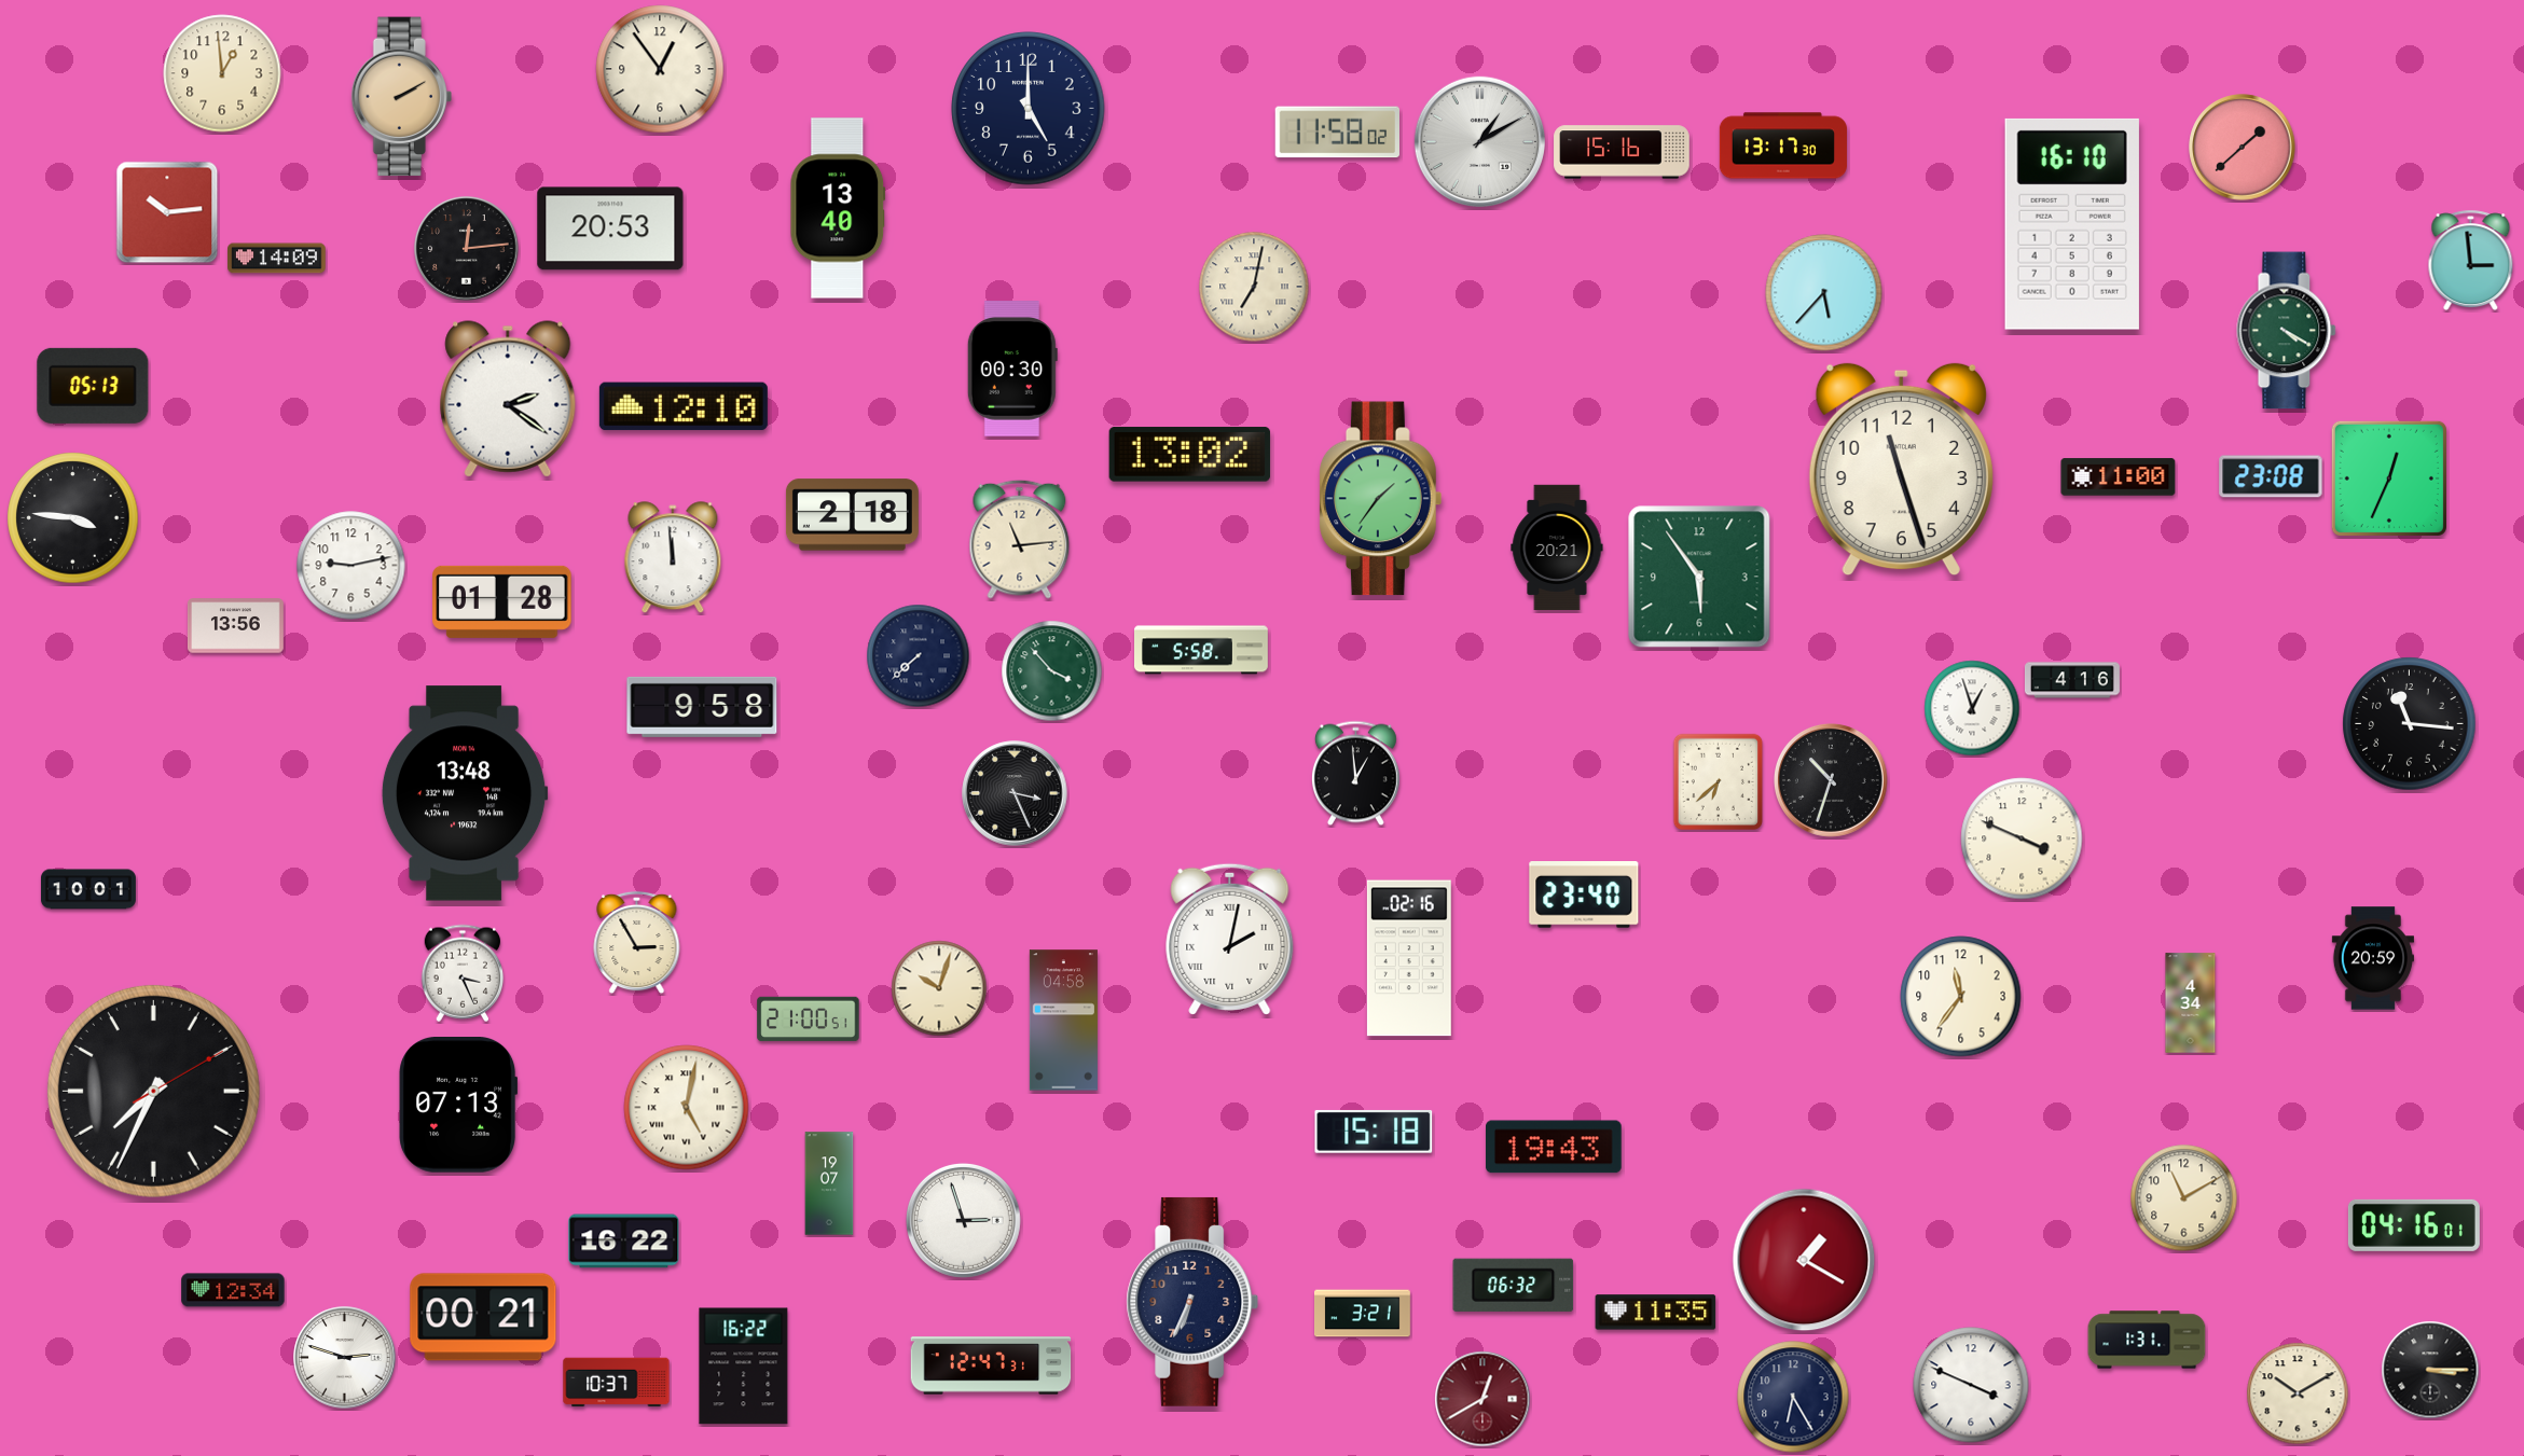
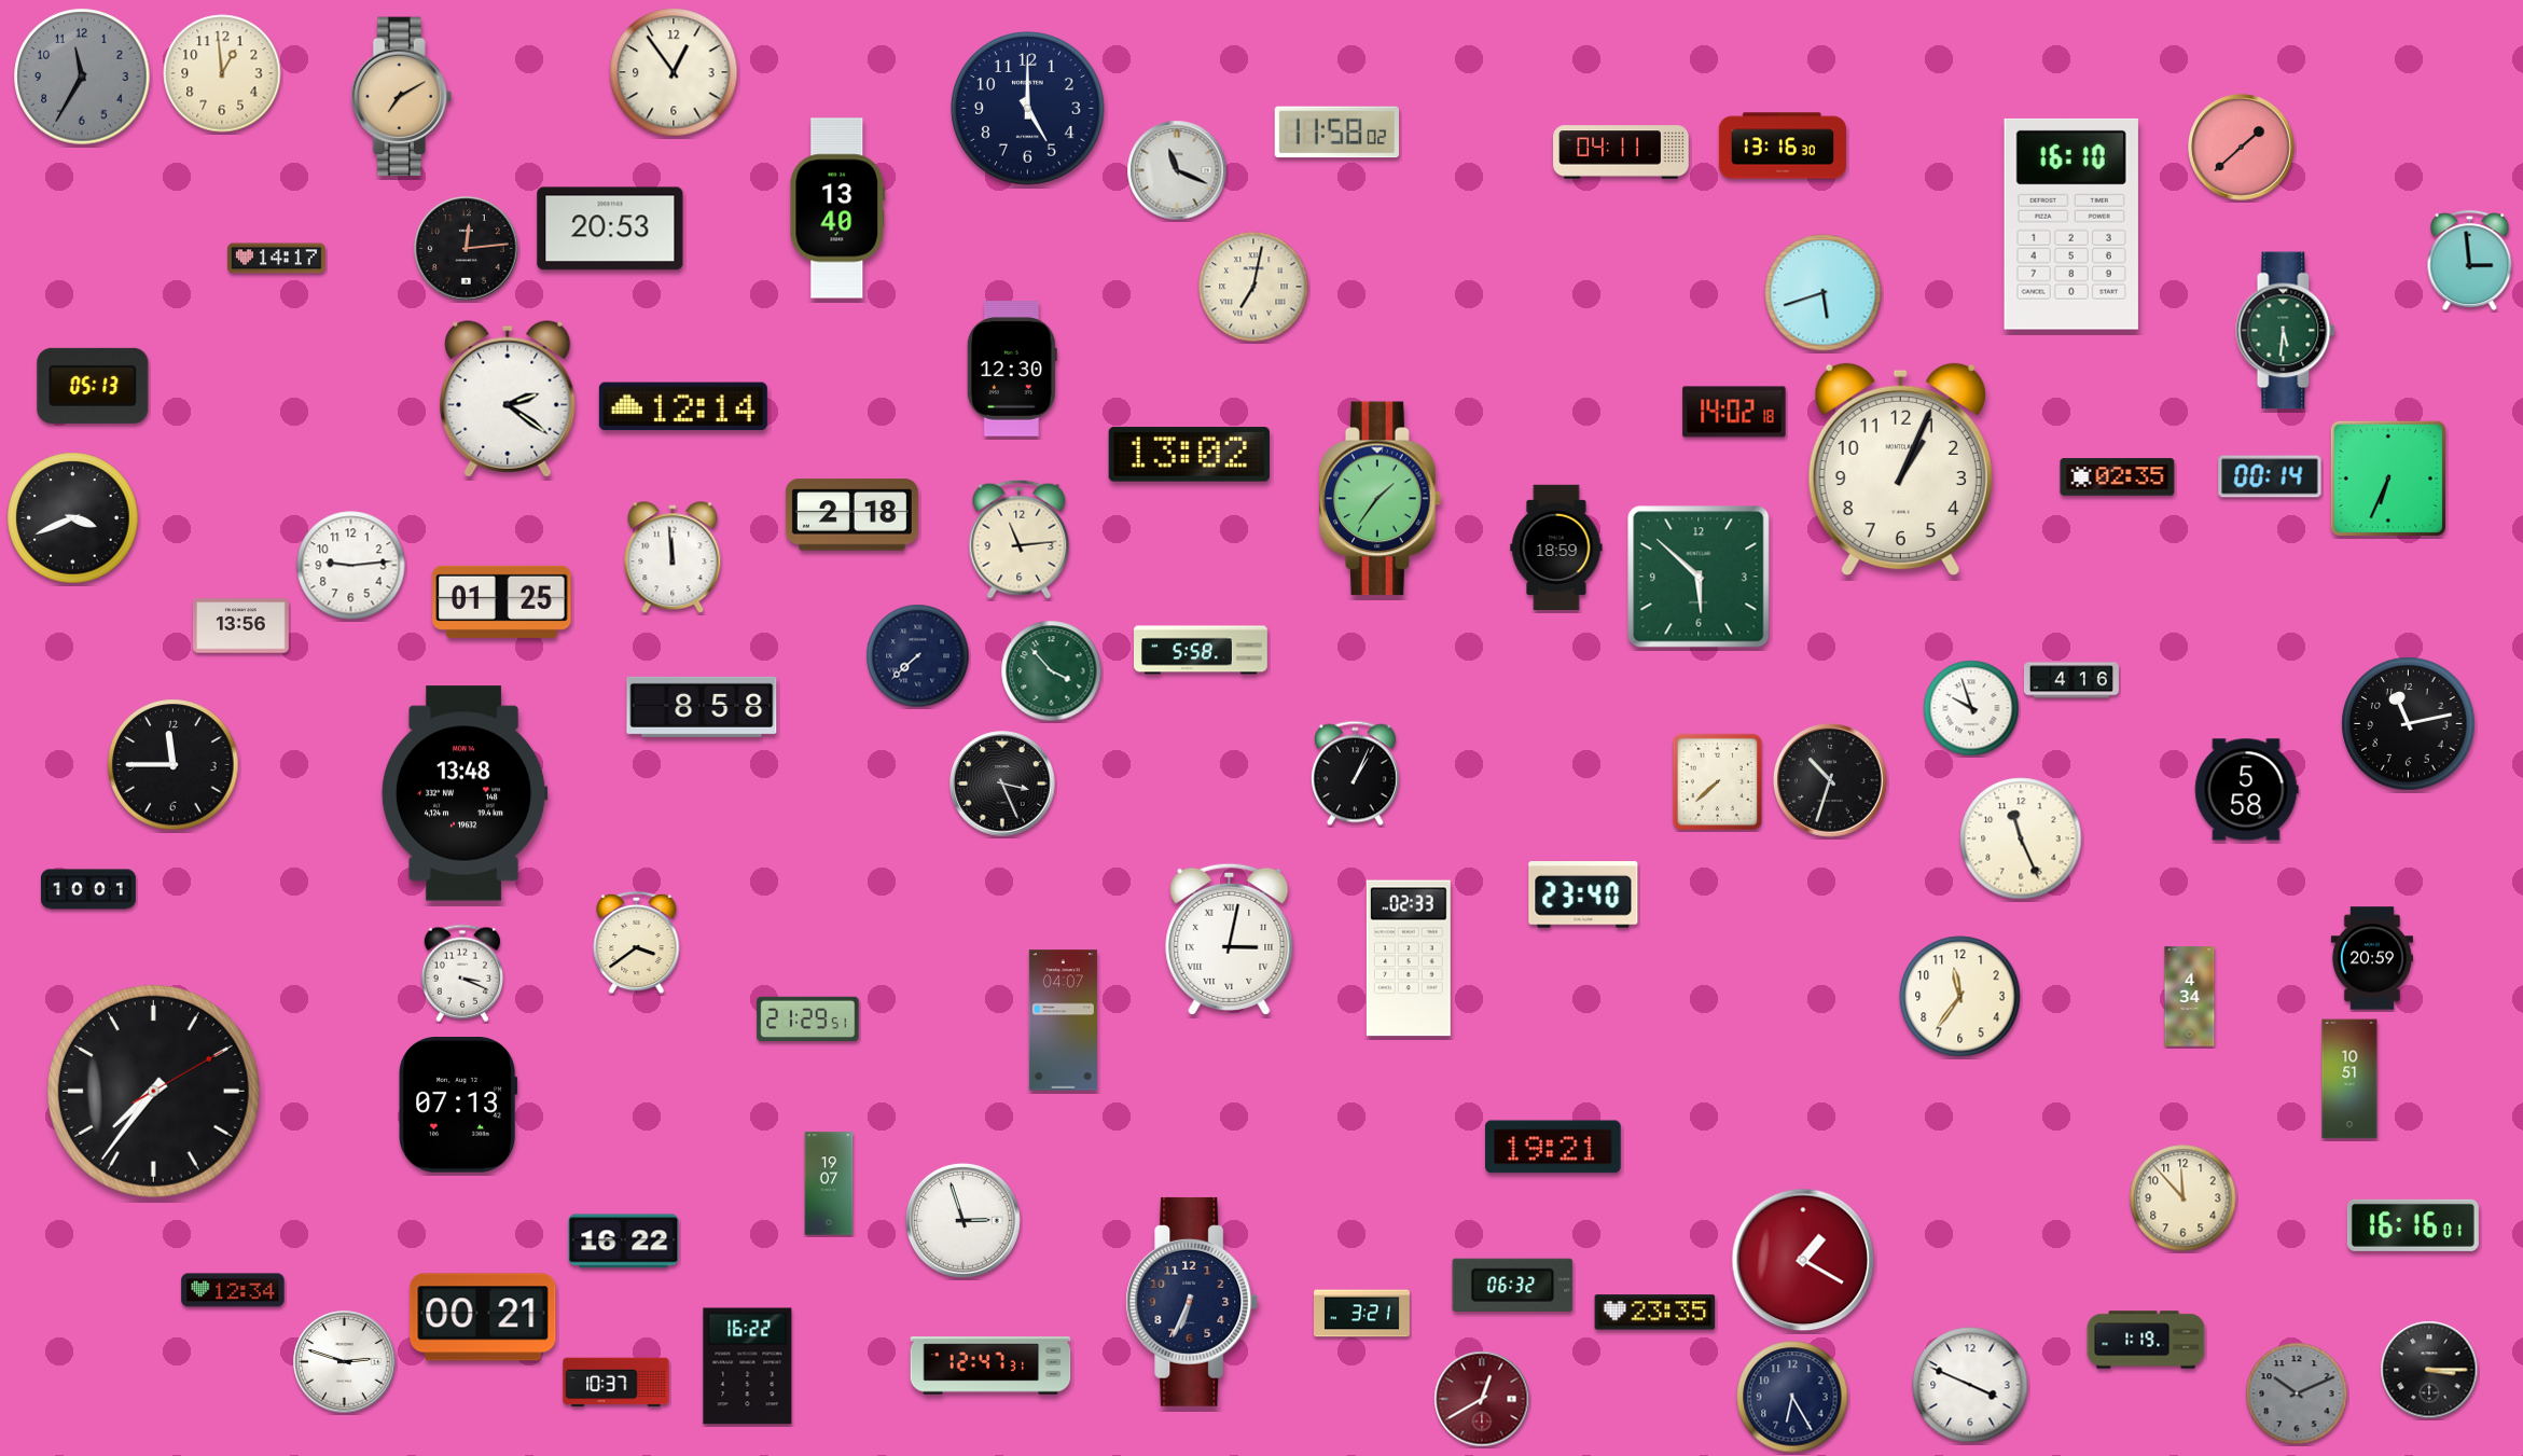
clock at (660, 69) position: (660, 69) -> (674, 72)
clock at (82, 77): none -> 11:35
clock at (401, 97): 2:10 -> 7:10
clock at (1479, 141): 1:10 -> none
clock at (1783, 145): 13:17 -> 13:16
clock at (1622, 152): 15:16 -> 04:11
clock at (1177, 170): none -> 11:19
clock at (167, 212): 10:14 -> none
clock at (277, 259): 14:09 -> 14:17
clock at (1824, 293): 5:37 -> 5:42
clock at (2287, 331): 4:20 -> 5:31
clock at (1012, 369): 00:30 -> 12:30
clock at (684, 406): 12:10 -> 12:14
clock at (1734, 412): none -> 14:02
clock at (1901, 470): 11:27 -> 1:04
clock at (2271, 476): 23:08 -> 00:14
clock at (2119, 477): 11:00 -> 02:35
clock at (2389, 479): 12:34 -> 6:34
clock at (73, 518): 3:46 -> 3:41
clock at (1557, 547): 20:21 -> 18:59
clock at (351, 566): 9:13 -> 9:14
clock at (1699, 577): 5:54 -> 5:52
clock at (502, 601): 01:28 -> 01:25
clock at (235, 626) position: (235, 626) -> (240, 626)
clock at (702, 707): 9:58 -> 8:58
clock at (1972, 708): 12:57 -> 9:57
clock at (2410, 724): 11:16 -> 11:13
clock at (174, 765): none -> 11:45
clock at (1355, 774): 12:59 -> 1:04
clock at (1719, 782): 6:38 -> 7:38
clock at (2247, 790): none -> 5:58
clock at (1015, 793) position: (1015, 793) -> (1002, 784)
clock at (2022, 838): 3:49 -> 11:26
clock at (1230, 939): 2:02 -> 3:02
clock at (637, 943): 2:55 -> 3:39
clock at (1409, 958): 02:16 -> 02:33
clock at (461, 973): 3:26 -> 3:19
clock at (939, 988): 10:03 -> none
clock at (2191, 1003) position: (2191, 1003) -> (2190, 997)
clock at (809, 1020): 21:00 -> 21:29
clock at (1063, 1021): 04:58 -> 04:07
clock at (2349, 1079): none -> 10:51
clock at (153, 1091): 7:34 -> 7:36
clock at (687, 1108): 5:02 -> none
clock at (1374, 1132): 15:18 -> none
clock at (1555, 1147): 19:43 -> 19:21
clock at (2184, 1198): 11:10 -> 11:53
clock at (2414, 1225): 04:16 -> 16:16
clock at (1656, 1313): 11:35 -> 23:35
clock at (2147, 1340): 1:31 -> 1:19
clock at (345, 1358) position: (345, 1358) -> (345, 1362)
clock at (744, 1367) position: (744, 1367) -> (748, 1367)
clock at (2298, 1393): 10:10 -> 10:11
clock at (2298, 1393) dial: cream -> grey
